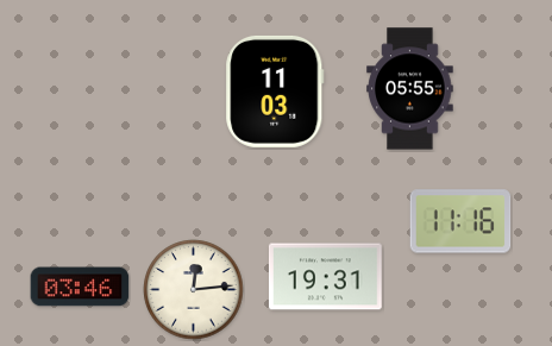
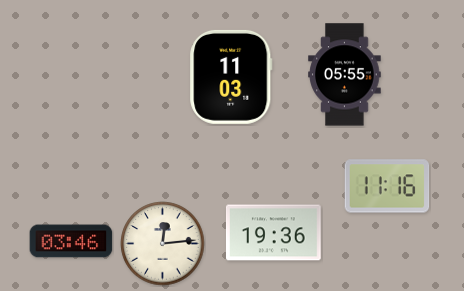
clock at (325, 277): 19:31 -> 19:36
clock at (80, 287) position: (80, 287) -> (71, 241)
